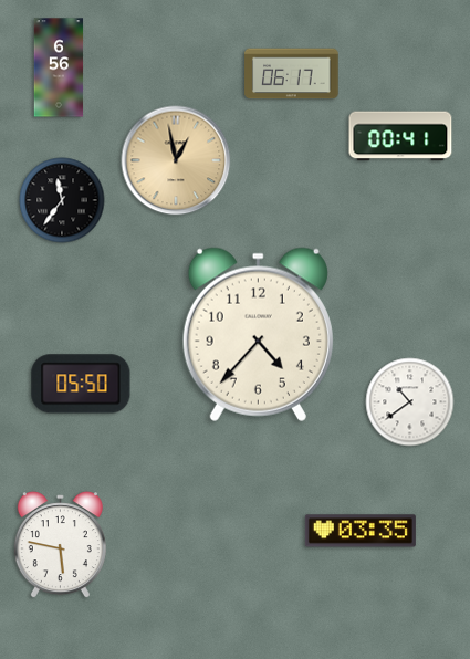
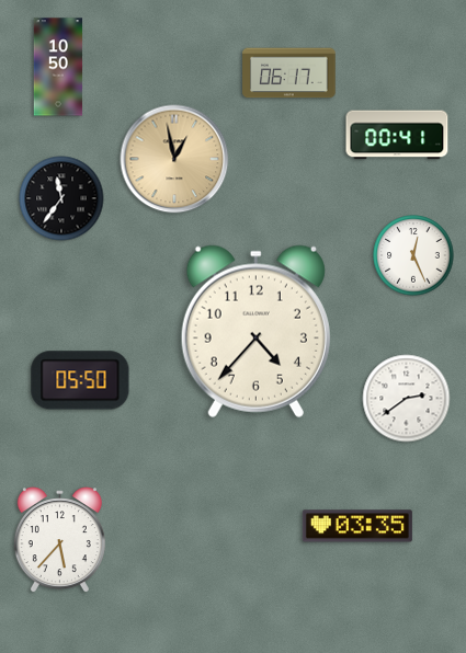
clock at (59, 67): 6:56 -> 10:50
clock at (413, 255): none -> 12:26
clock at (410, 402): 10:39 -> 2:39
clock at (60, 545): 5:47 -> 5:37
